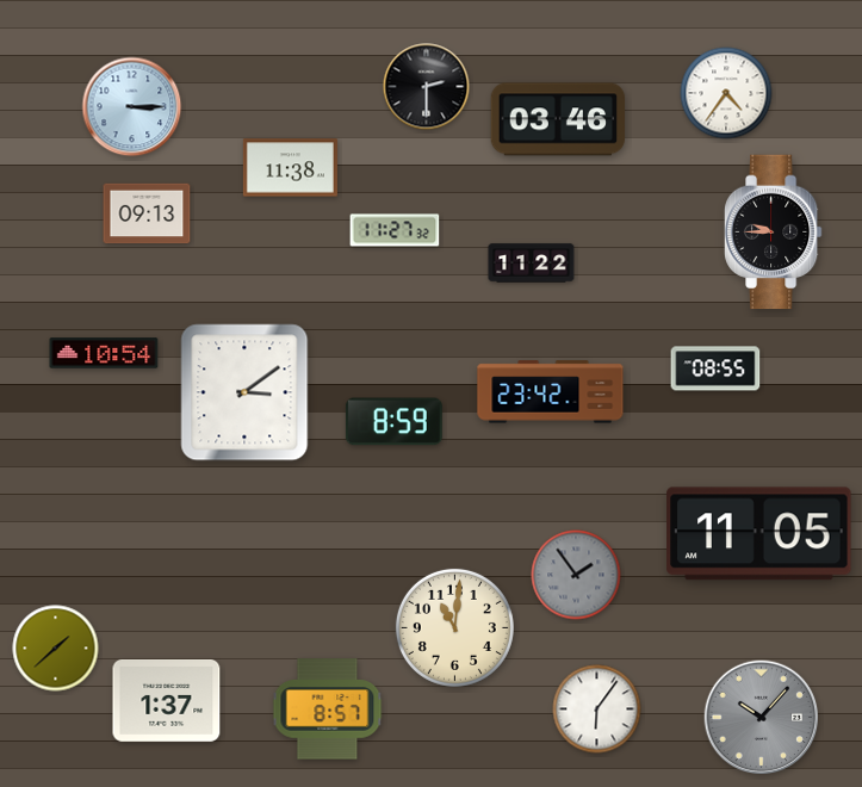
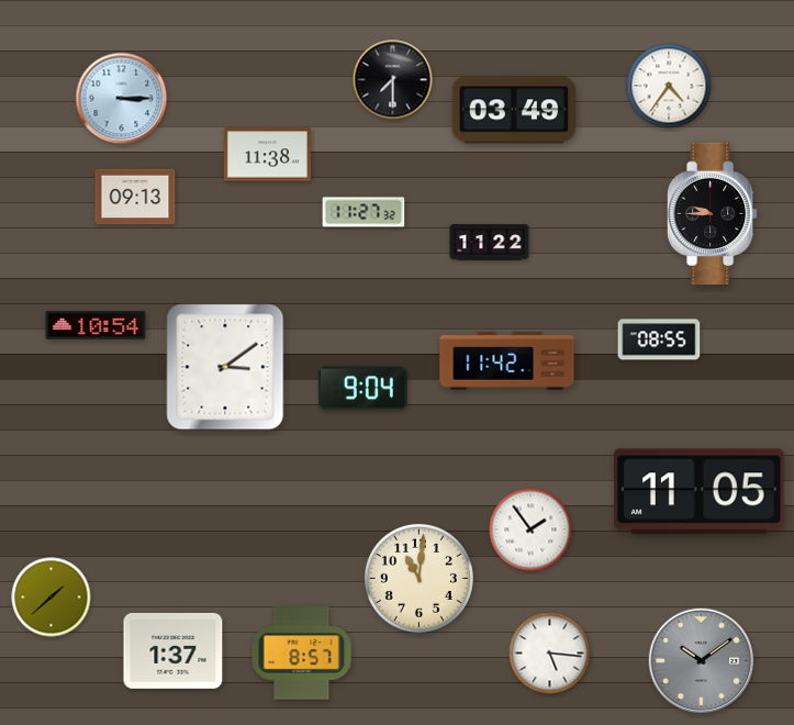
clock at (427, 87): 2:30 -> 7:30
clock at (558, 119): 03:46 -> 03:49
clock at (244, 392) position: (244, 392) -> (225, 367)
clock at (551, 392): 23:42 -> 11:42
clock at (393, 422): 8:59 -> 9:04
clock at (576, 575) dial: grey -> white
clock at (167, 700) position: (167, 700) -> (174, 650)
clock at (597, 709): 6:06 -> 5:16
clock at (762, 718): 10:07 -> 10:09
